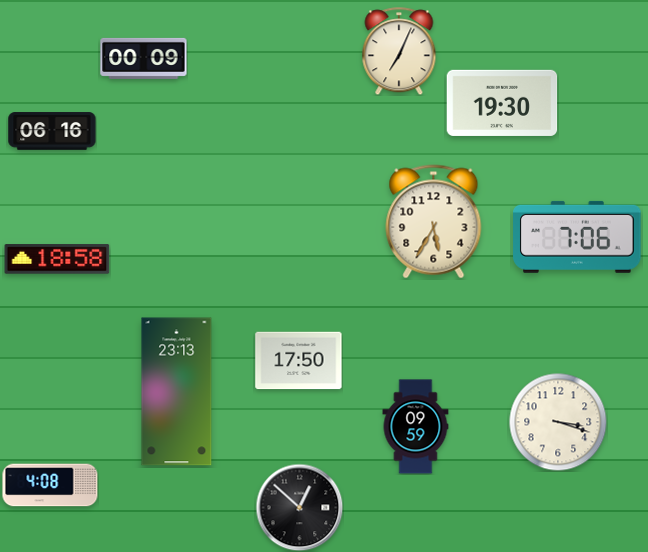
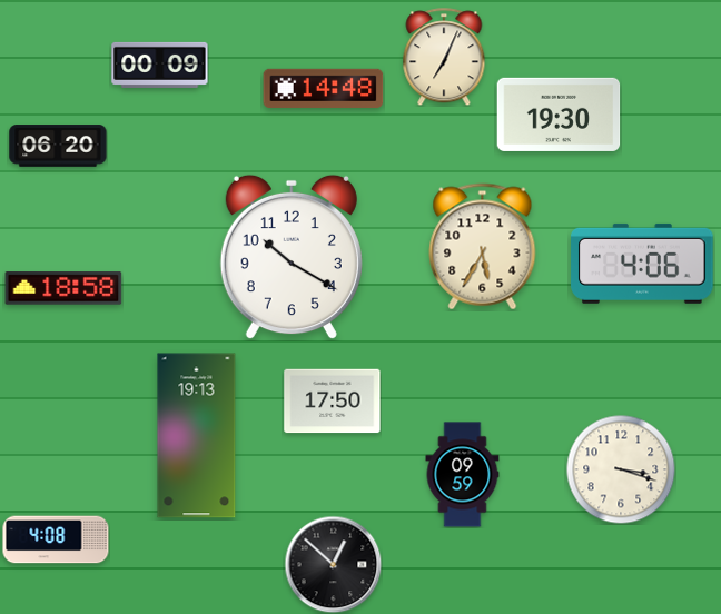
clock at (324, 88): none -> 14:48
clock at (52, 131): 06:16 -> 06:20
clock at (292, 257): none -> 10:20
clock at (577, 237): 7:06 -> 4:06
clock at (177, 392): 23:13 -> 19:13
